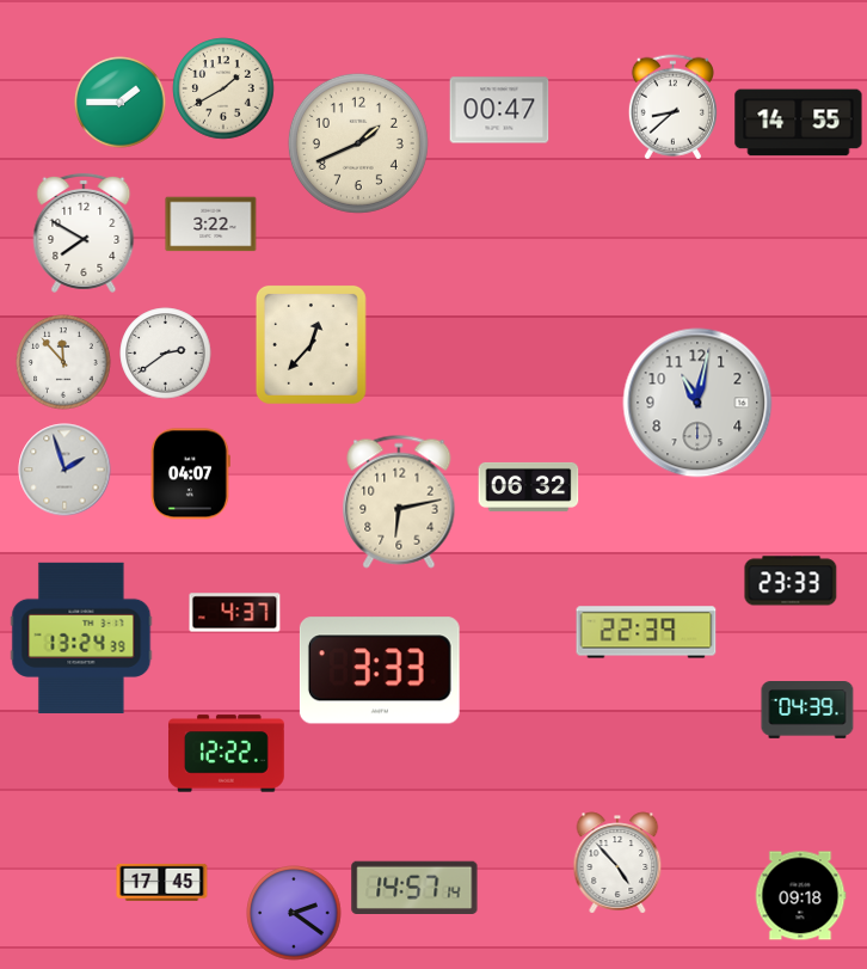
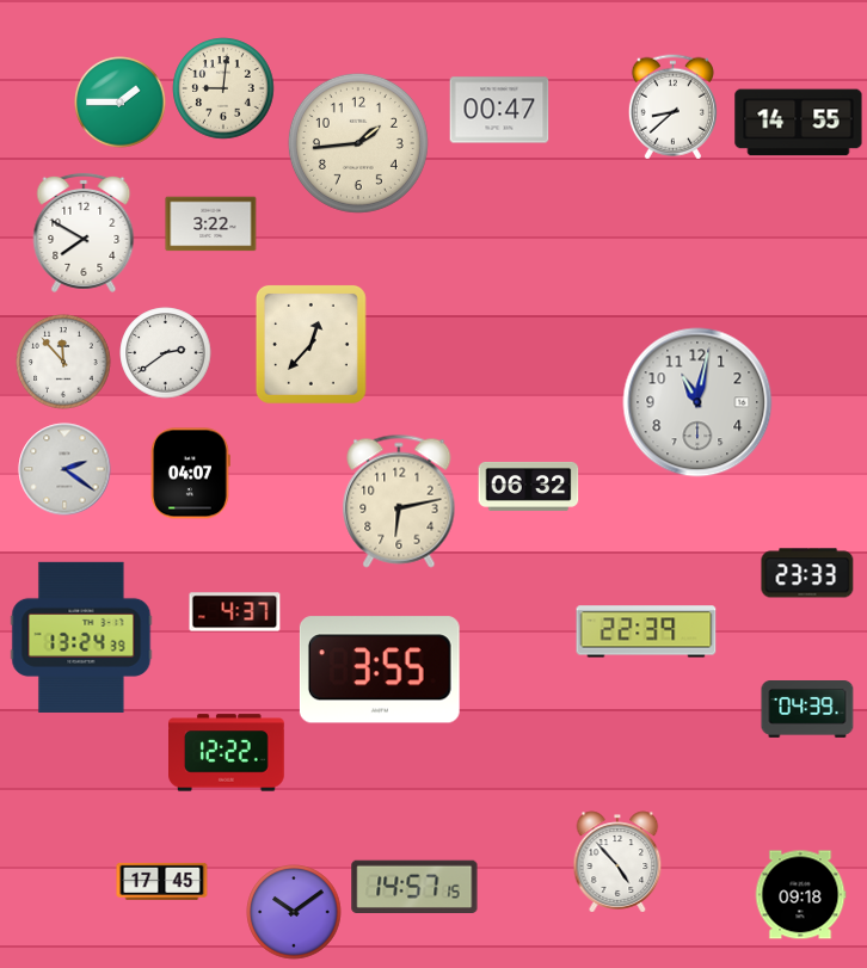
clock at (223, 88): 1:40 -> 9:01
clock at (358, 143): 1:41 -> 1:44
clock at (64, 470): 1:57 -> 2:21
clock at (791, 581) position: (791, 581) -> (807, 573)
clock at (380, 670): 3:33 -> 3:55
clock at (414, 887): 14:57:14 -> 14:57:15
clock at (294, 913): 2:21 -> 10:09
